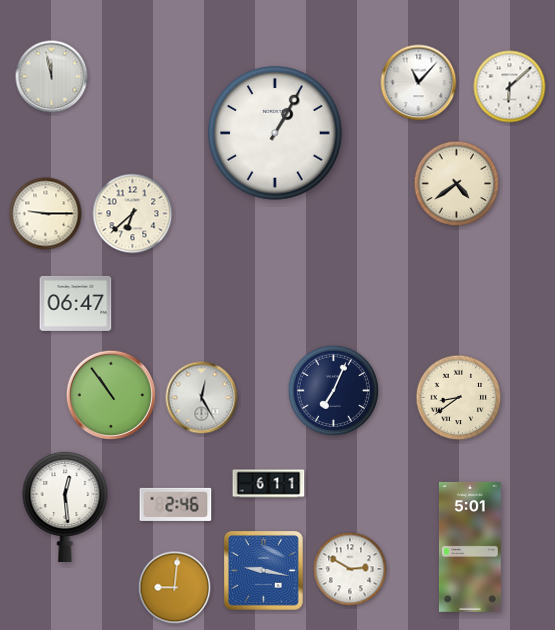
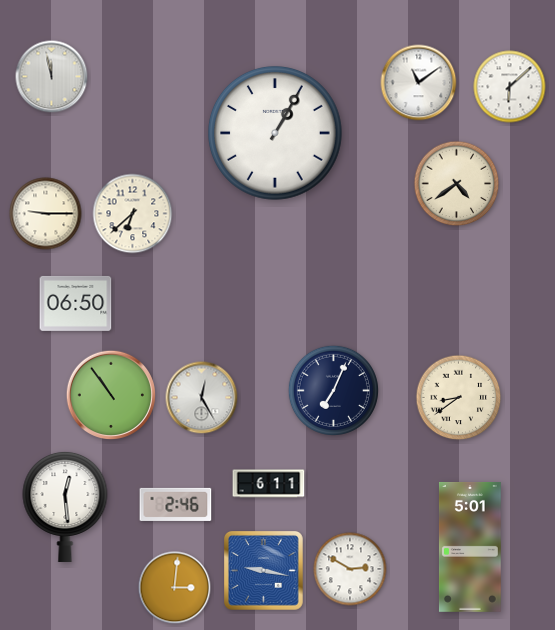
clock at (419, 83): 11:07 -> 11:09
clock at (76, 303): 06:47 -> 06:50
clock at (175, 588): 9:01 -> 3:01
